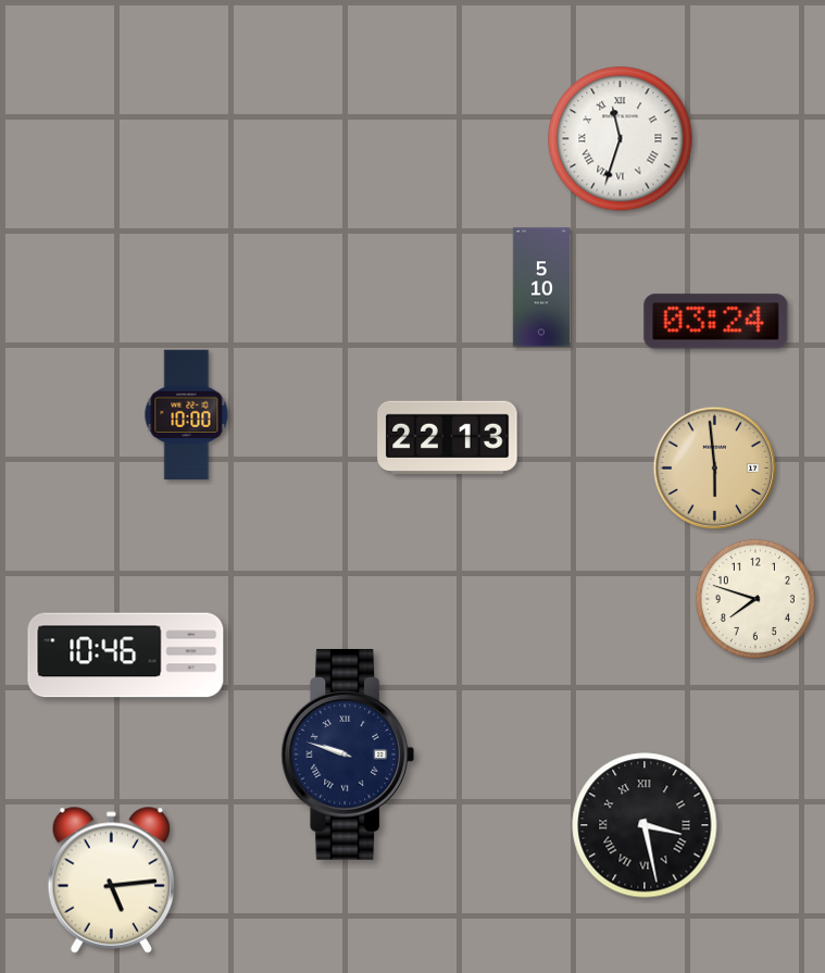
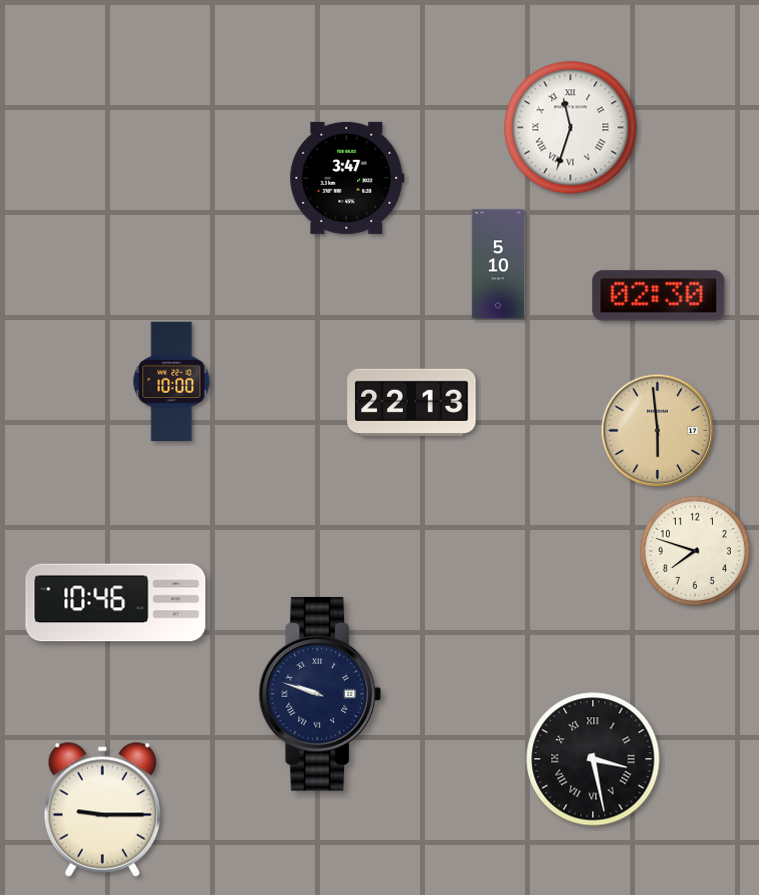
clock at (347, 178): none -> 3:47
clock at (716, 322): 03:24 -> 02:30
clock at (111, 880): 5:14 -> 9:15
